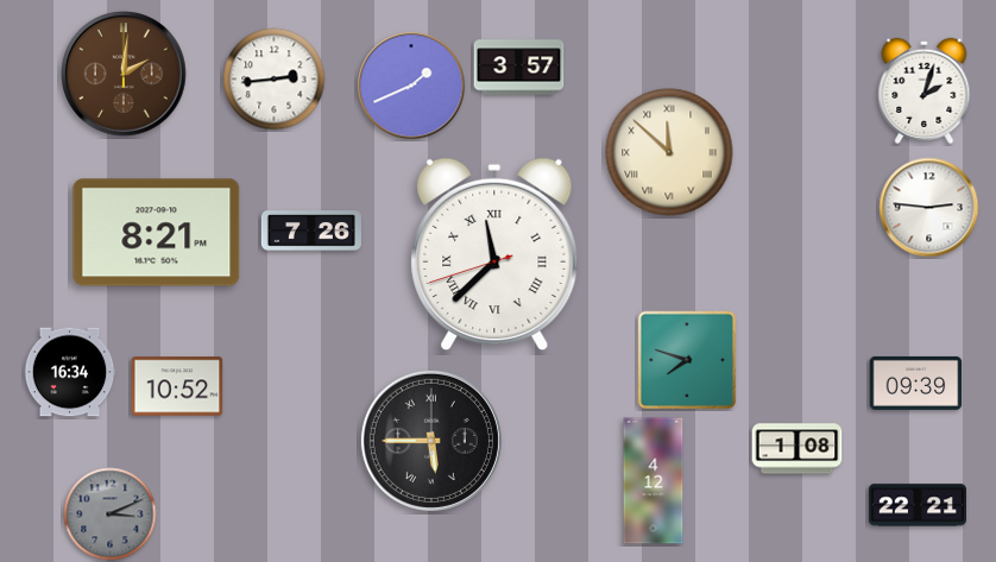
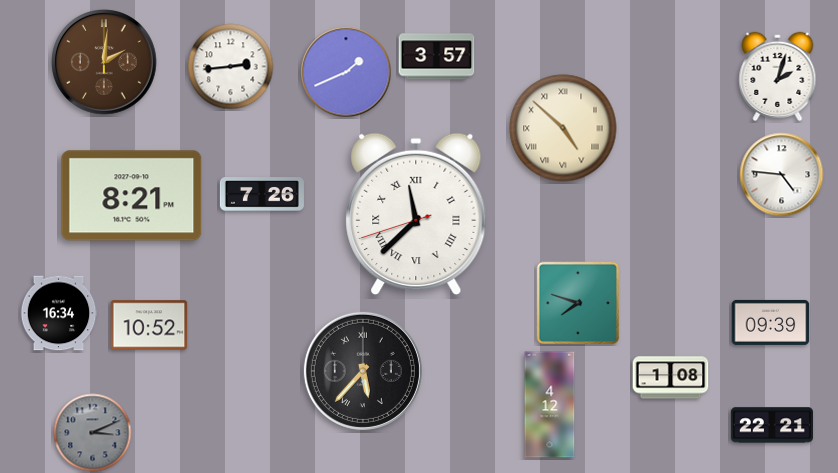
clock at (669, 152): 11:52 -> 4:52
clock at (929, 208): 2:46 -> 4:46
clock at (431, 441): 5:45 -> 5:37
